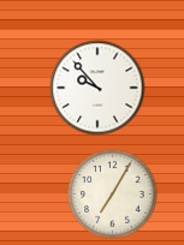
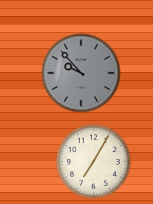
clock at (97, 88) dial: white -> grey
